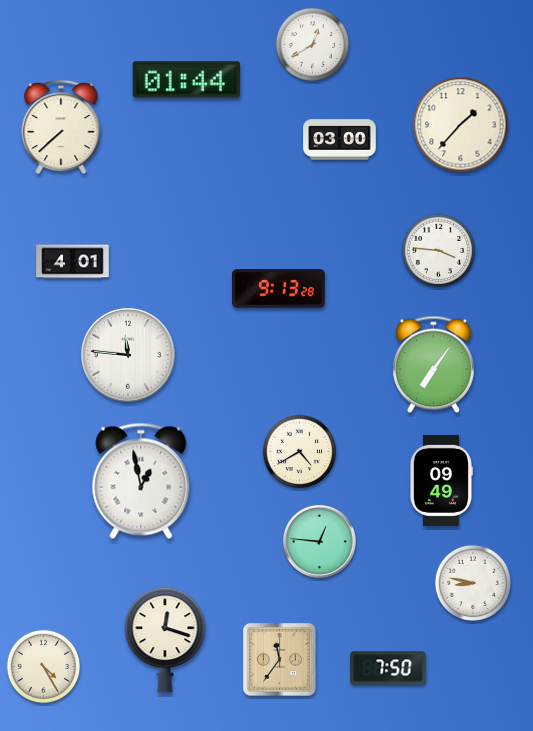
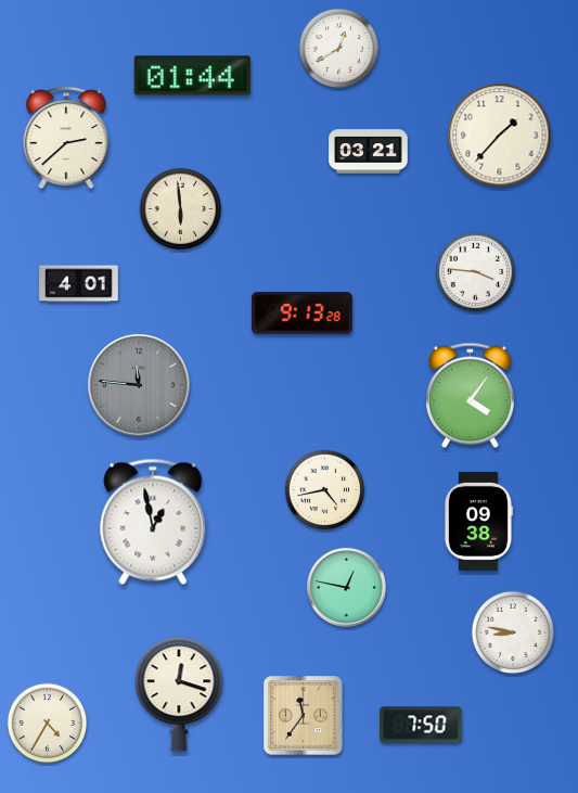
clock at (187, 80) position: (187, 80) -> (193, 76)
clock at (61, 127): 7:38 -> 2:38
clock at (340, 140): 03:00 -> 03:21
clock at (181, 209): none -> 5:59
clock at (128, 355) dial: white -> grey
clock at (433, 365): 7:06 -> 4:06
clock at (300, 452): 4:40 -> 4:43
clock at (441, 480): 09:49 -> 09:38
clock at (319, 541): 12:46 -> 12:47
clock at (44, 667): 4:25 -> 4:35
